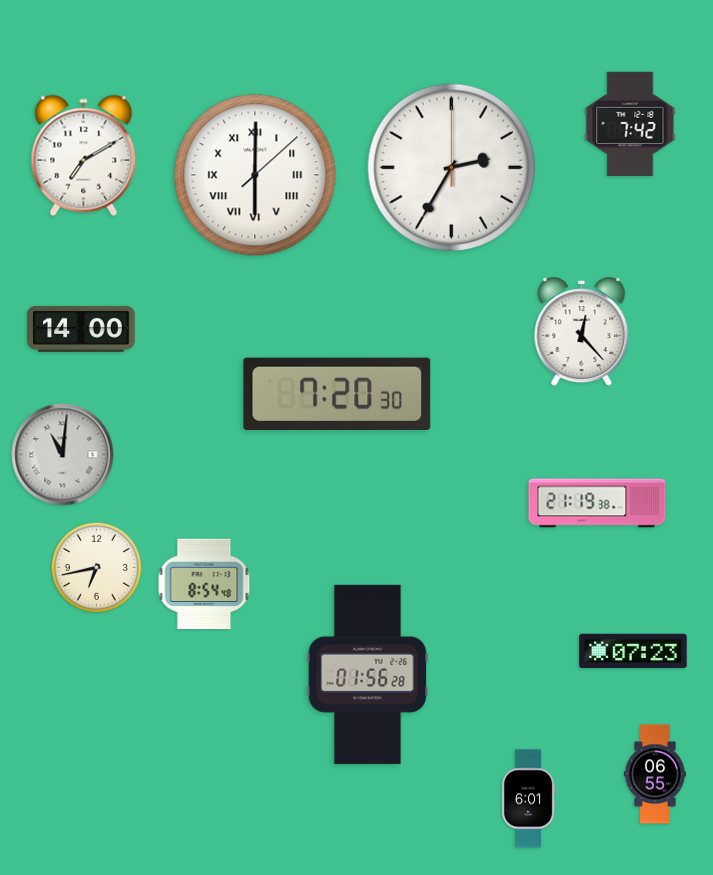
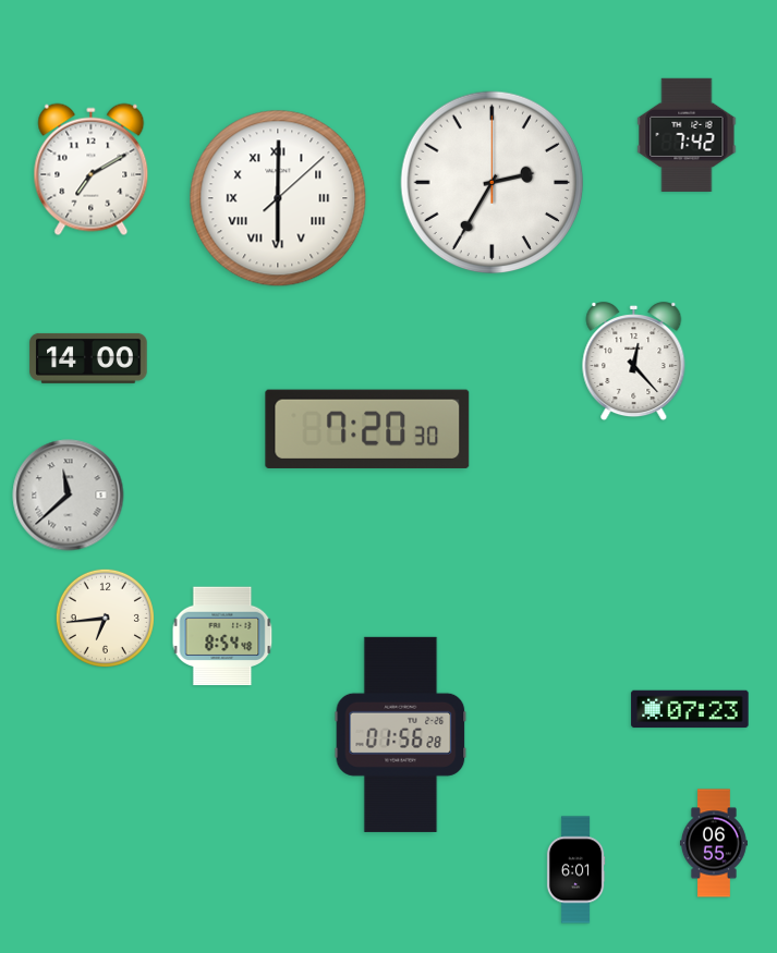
clock at (255, 175) position: (255, 175) -> (278, 198)
clock at (63, 455): 11:01 -> 11:38
clock at (597, 503): 21:19 -> none
clock at (96, 567): 6:43 -> 6:44
